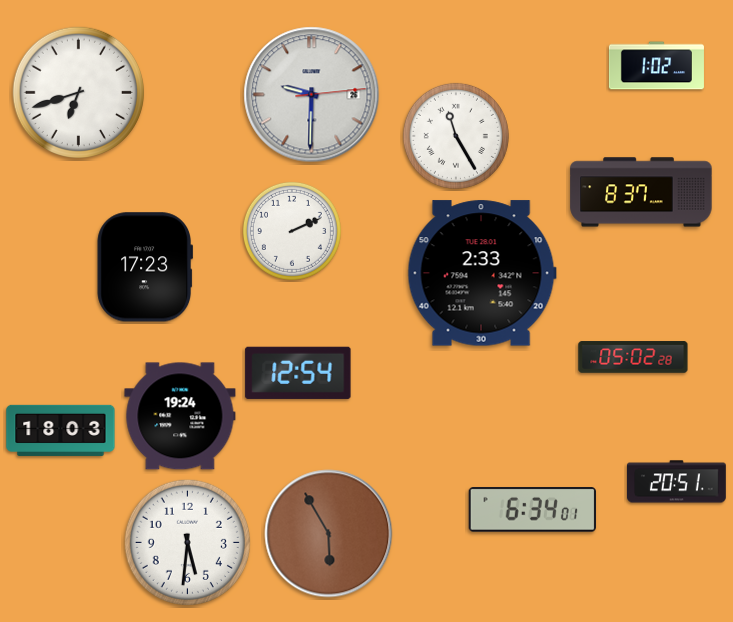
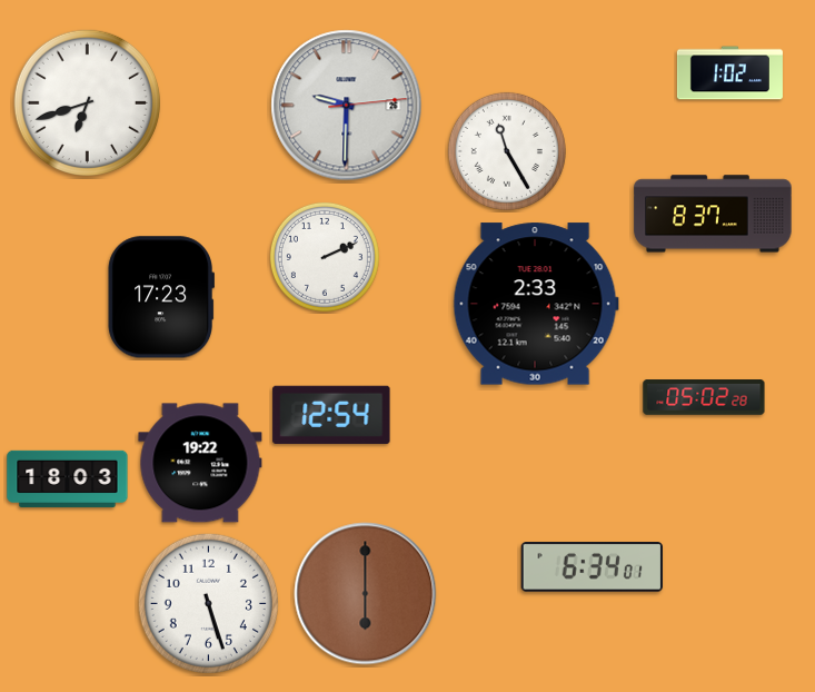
clock at (180, 416): 19:24 -> 19:22
clock at (677, 482): 20:51 -> none
clock at (329, 534): 5:55 -> 6:00
clock at (187, 542): 5:31 -> 5:27
